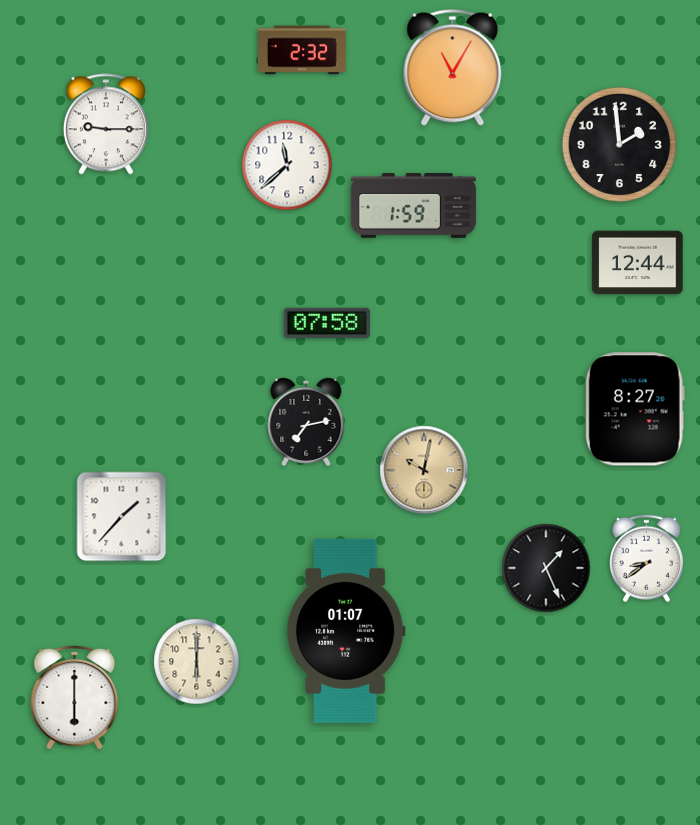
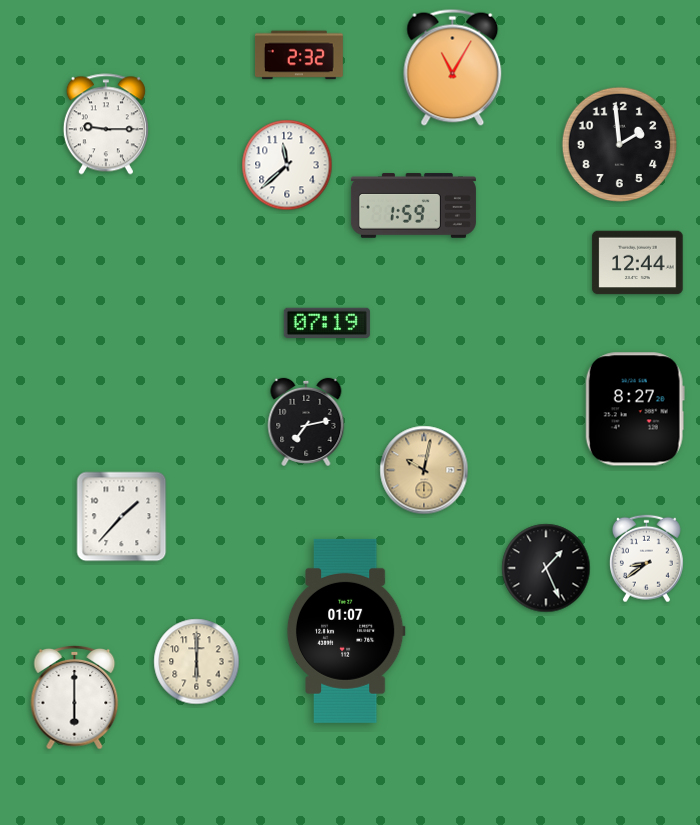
clock at (302, 50) position: (302, 50) -> (299, 55)
clock at (327, 322): 07:58 -> 07:19
